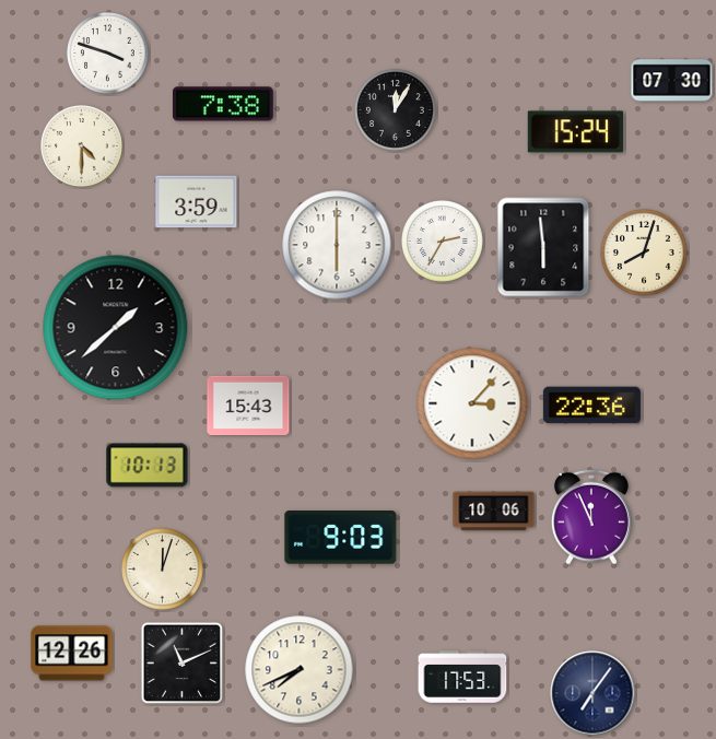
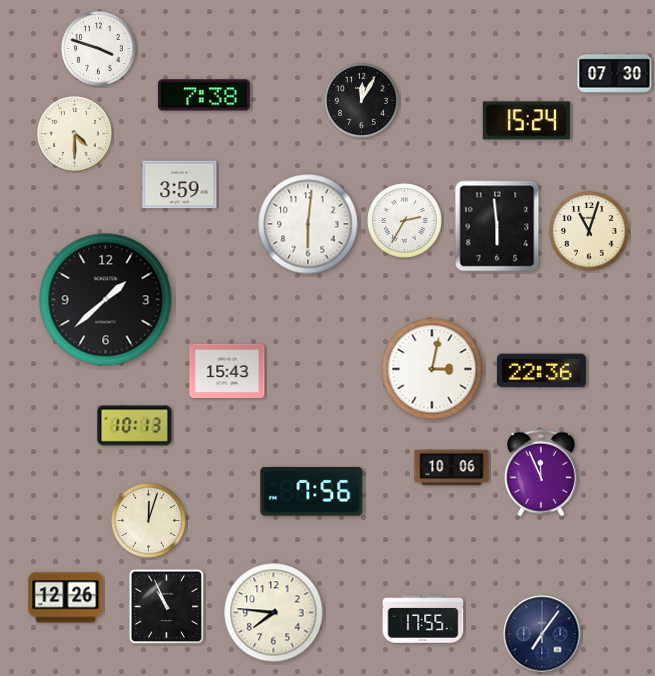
clock at (337, 245): 6:00 -> 6:01
clock at (644, 253): 8:03 -> 11:03
clock at (472, 403): 3:07 -> 3:02
clock at (341, 538): 9:03 -> 7:56
clock at (183, 664): 11:11 -> 10:56
clock at (300, 670): 7:41 -> 7:46
clock at (462, 677): 17:53 -> 17:55
